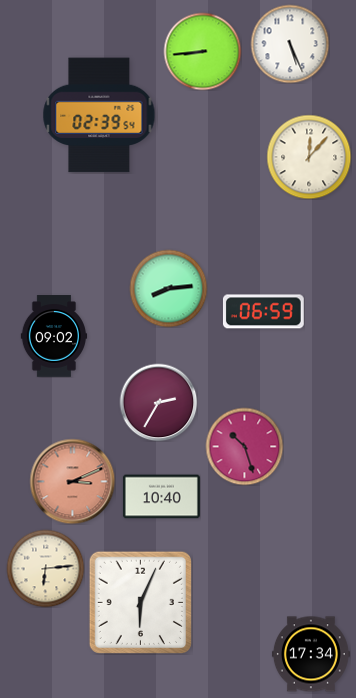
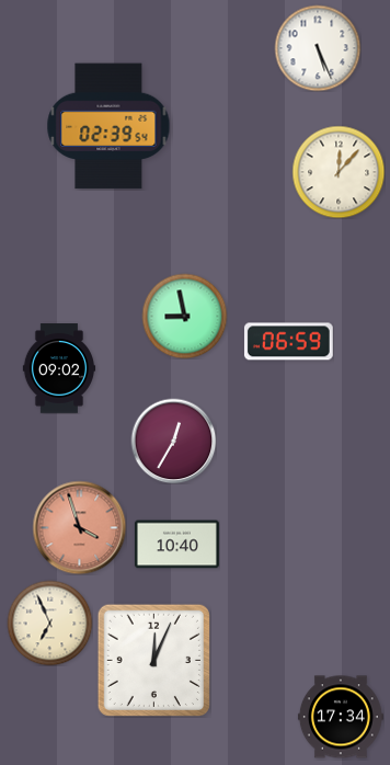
clock at (202, 51): 8:44 -> none
clock at (168, 288): 8:14 -> 8:58
clock at (158, 402): 2:35 -> 12:35
clock at (244, 446): 10:27 -> none
clock at (72, 481): 3:11 -> 3:57
clock at (45, 568): 6:14 -> 6:56
clock at (140, 602): 6:04 -> 12:04
